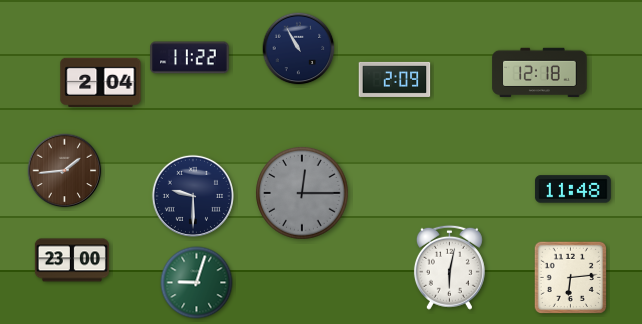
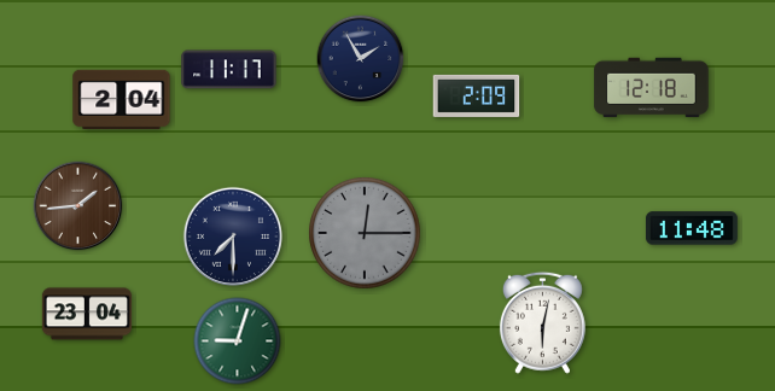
clock at (299, 49): 10:55 -> 1:55
clock at (190, 58): 11:22 -> 11:17
clock at (193, 196): 9:30 -> 7:30
clock at (72, 260): 23:00 -> 23:04
clock at (570, 277): 6:14 -> none
